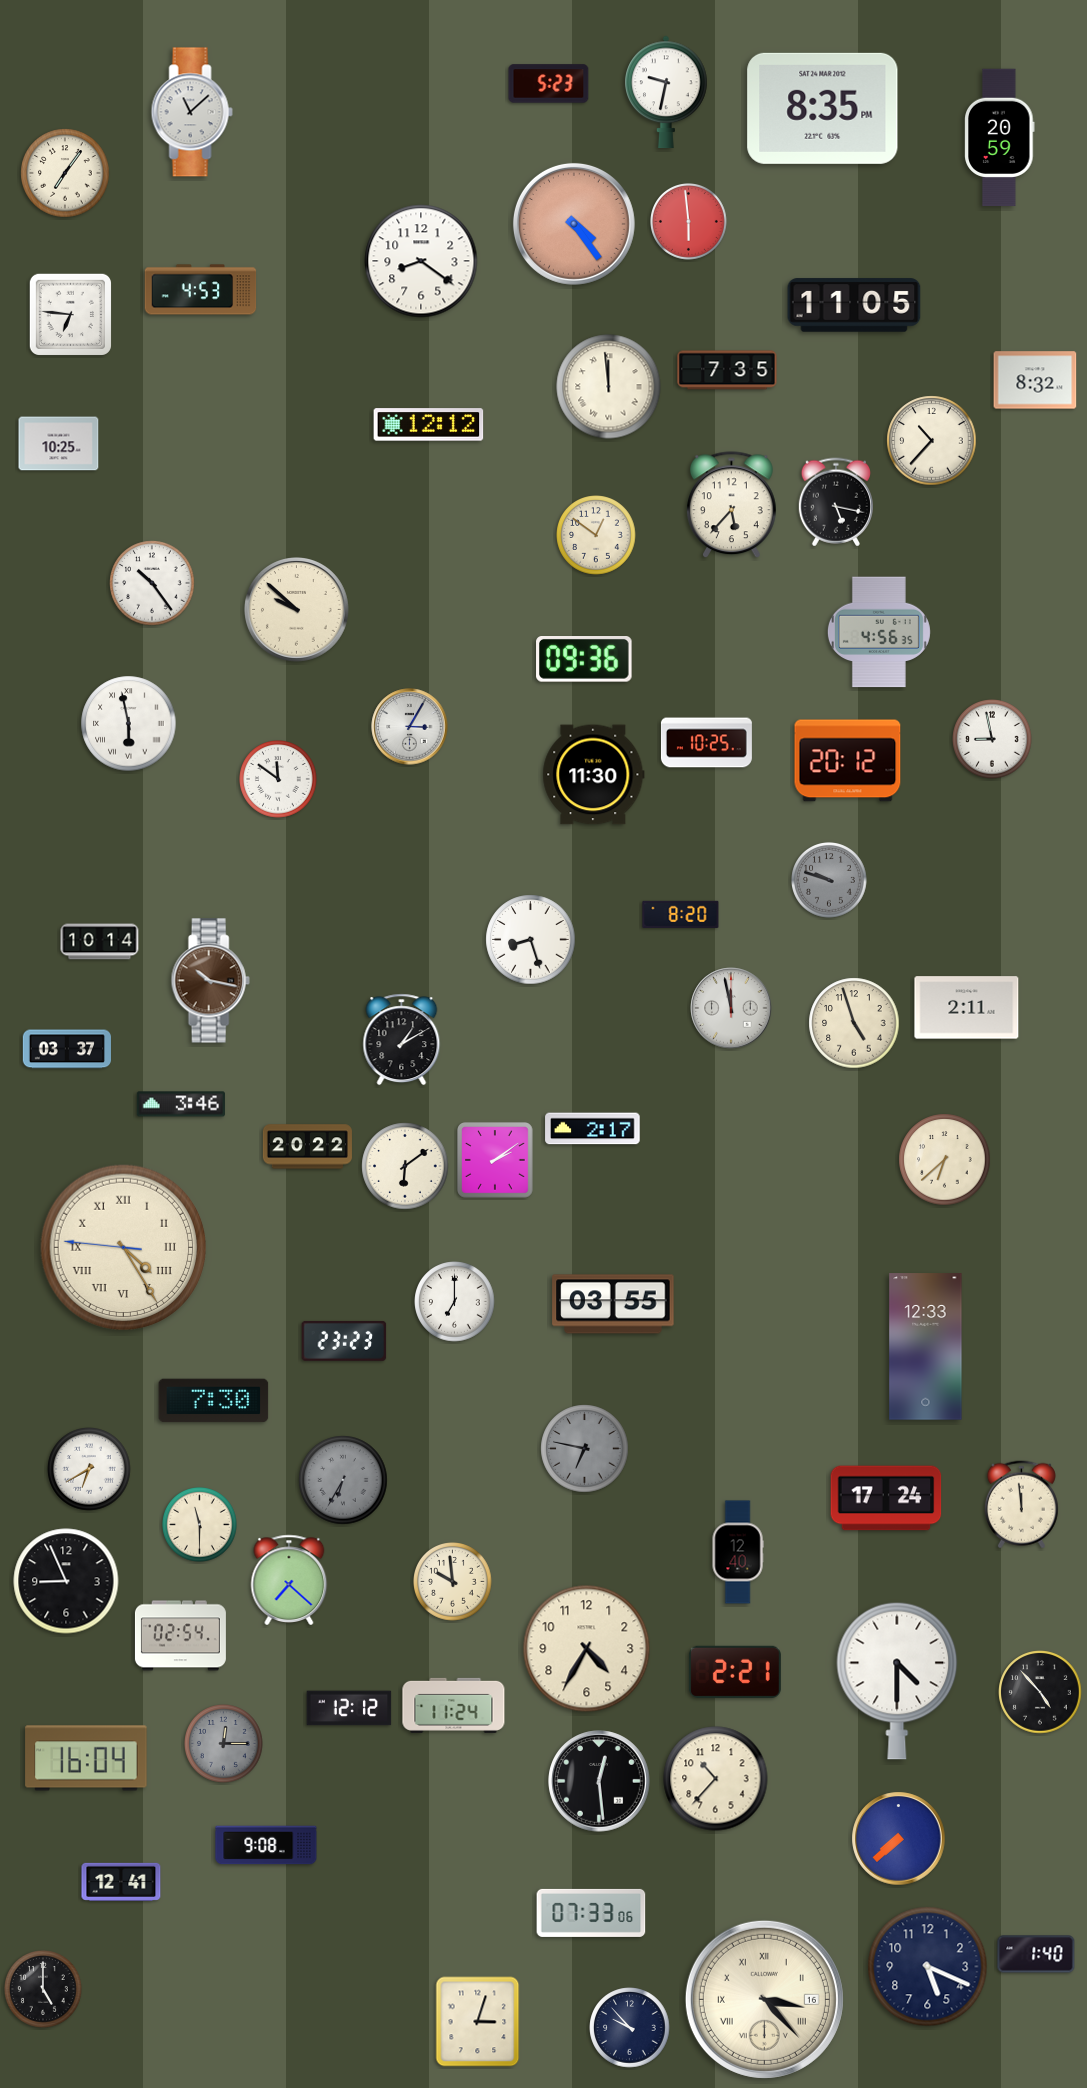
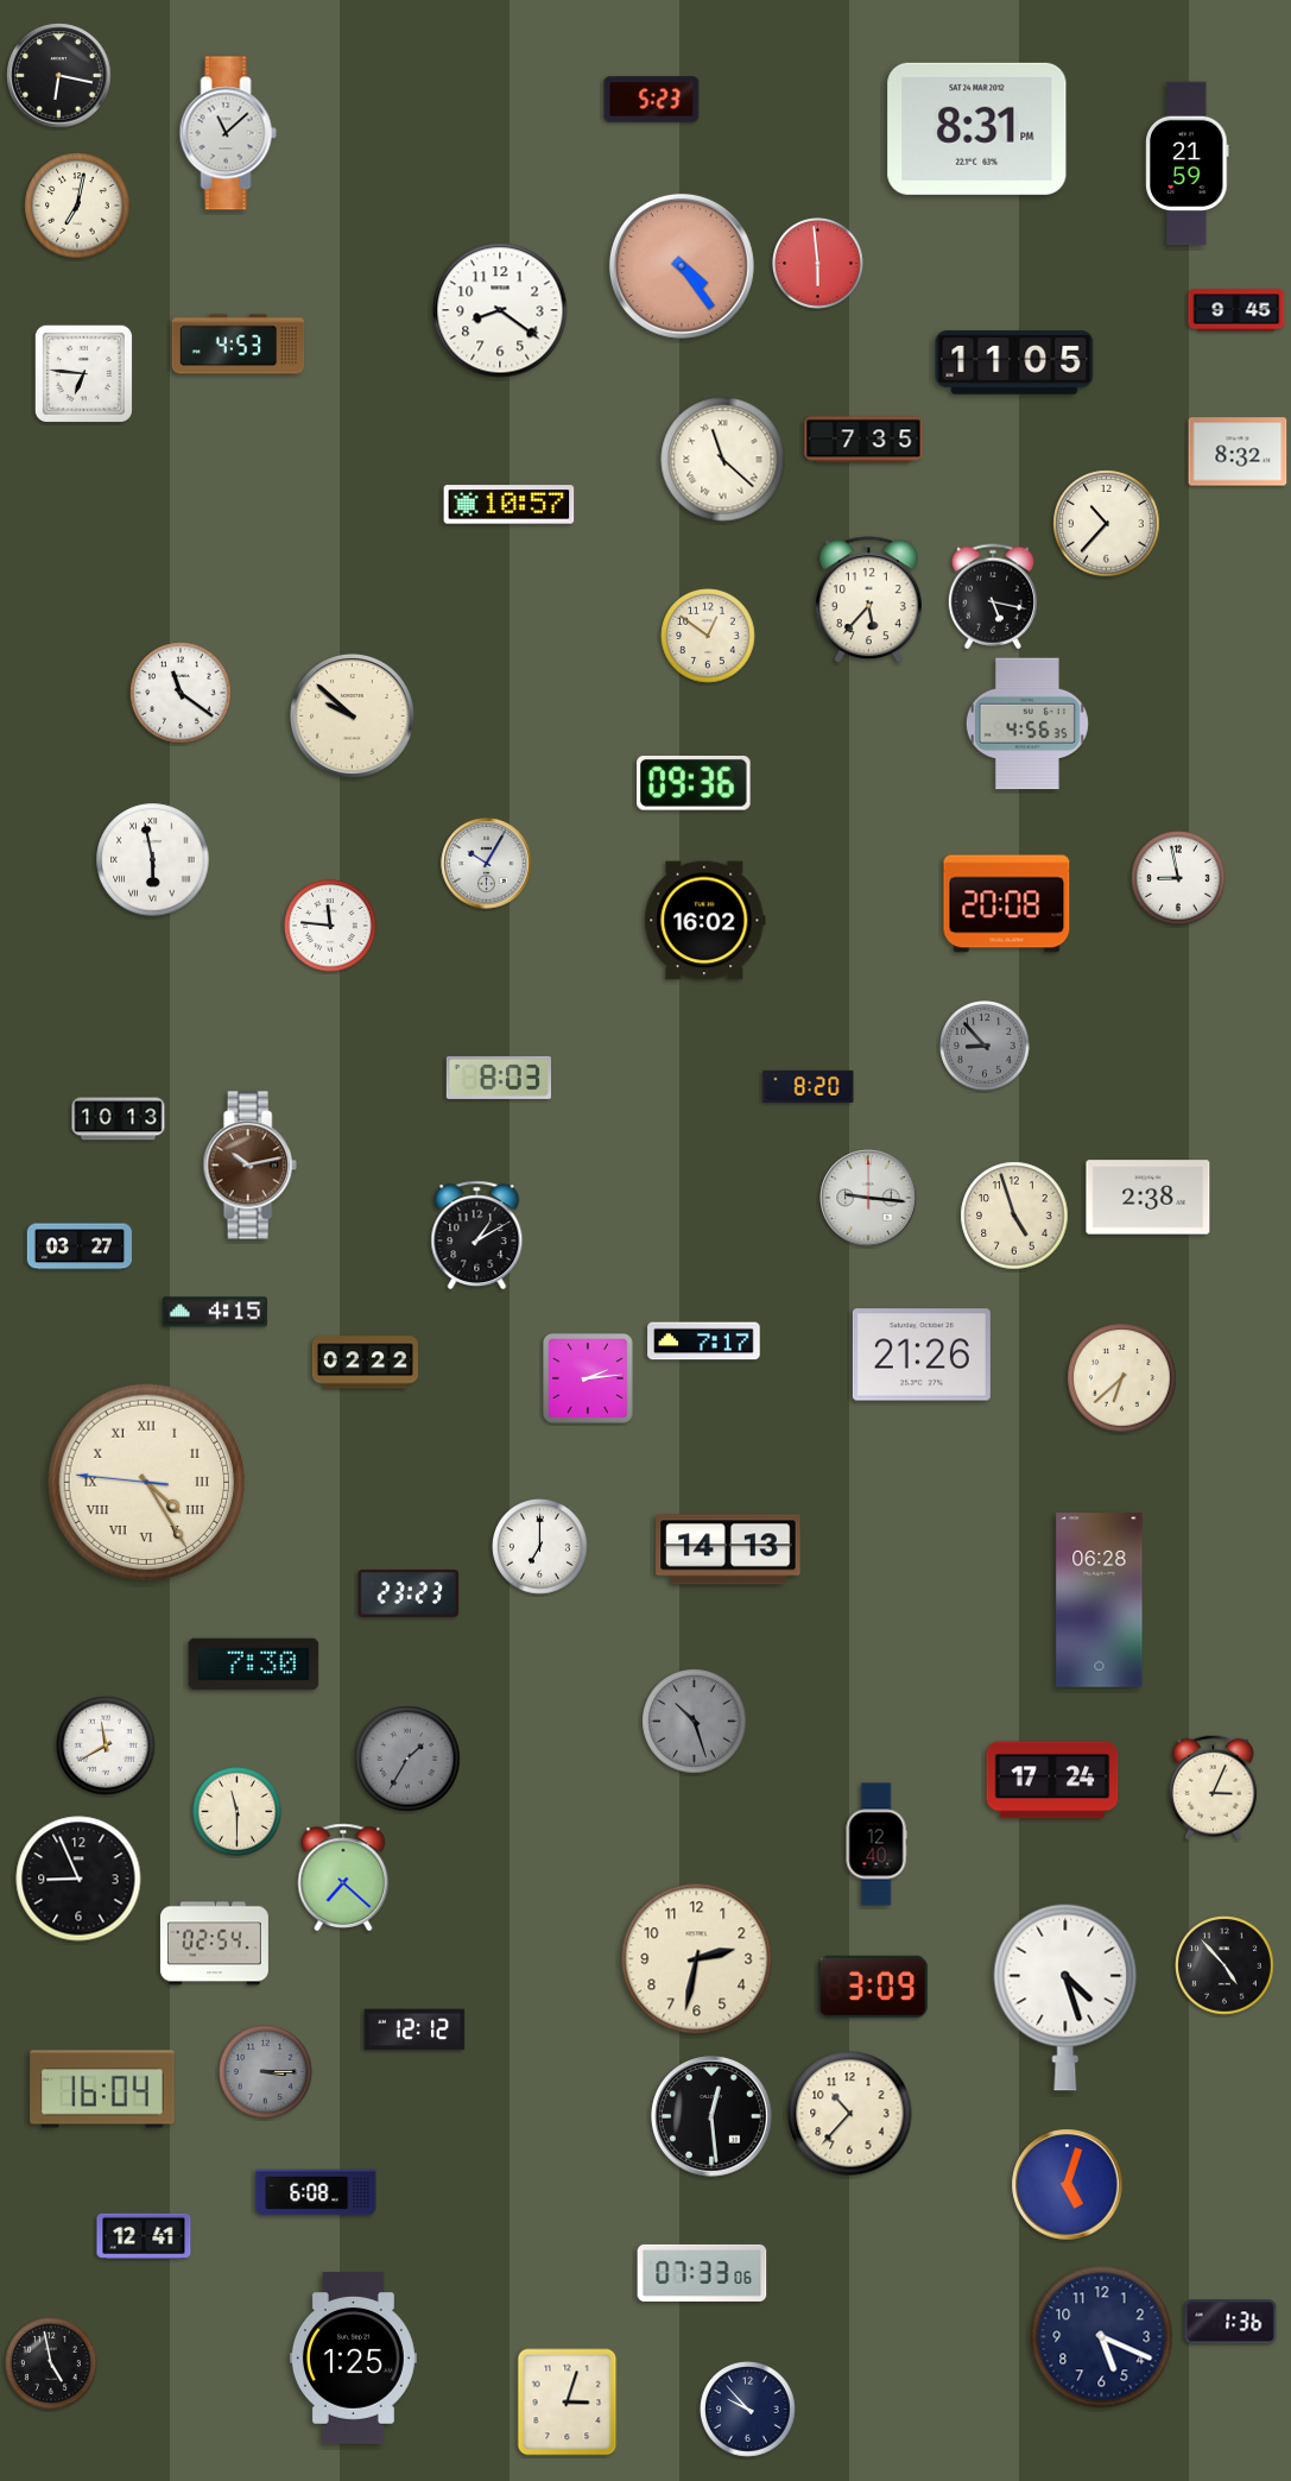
clock at (59, 76): none -> 6:17
clock at (666, 92): 9:32 -> none
clock at (823, 108): 8:35 -> 8:31
clock at (1000, 138): 20:59 -> 21:59
clock at (65, 173): 7:06 -> 7:02
clock at (1236, 310): none -> 9:45
clock at (1035, 380) position: (1035, 380) -> (1238, 452)
clock at (609, 387): 11:59 -> 11:22
clock at (429, 425): 12:12 -> 10:57
clock at (59, 444): 10:25 -> none
clock at (152, 583): 10:24 -> 11:21
clock at (297, 610) position: (297, 610) -> (353, 716)
clock at (879, 632) position: (879, 632) -> (1027, 724)
clock at (410, 727): 3:05 -> 10:05
clock at (706, 743): 10:25 -> none
clock at (848, 761): 20:12 -> 20:08
clock at (594, 775): 11:30 -> 16:02
clock at (279, 780): 11:51 -> 11:46
clock at (830, 881): 9:48 -> 8:53
clock at (499, 1078): none -> 8:03
clock at (531, 940): 8:27 -> none
clock at (100, 942): 10:14 -> 10:13
clock at (210, 981): 10:17 -> 10:13
clock at (731, 1008): 11:58 -> 9:16
clock at (967, 1008): 2:11 -> 2:38
clock at (67, 1049): 03:37 -> 03:27
clock at (181, 1104): 3:46 -> 4:15
clock at (593, 1129): 2:17 -> 7:17
clock at (922, 1355): none -> 21:26
clock at (307, 1147): 20:22 -> 02:22
clock at (495, 1160): 2:09 -> 2:14
clock at (405, 1166): 6:09 -> none
clock at (613, 1304): 03:55 -> 14:13
clock at (926, 1347): 12:33 -> 06:28
clock at (585, 1449): 6:47 -> 10:27
clock at (89, 1469): 6:40 -> 11:40
clock at (343, 1480): 6:35 -> 1:35
clock at (1021, 1505): 11:59 -> 3:04
clock at (453, 1582): 9:59 -> none
clock at (587, 1649): 4:35 -> 2:32
clock at (735, 1672): 2:21 -> 3:09
clock at (897, 1681): 4:30 -> 4:27
clock at (1040, 1692) position: (1040, 1692) -> (1224, 1965)
clock at (454, 1705): 11:24 -> none
clock at (224, 1744): 12:15 -> 3:15
clock at (899, 1839): 7:38 -> 5:03
clock at (266, 1845): 9:08 -> 6:08
clock at (1036, 1954): 1:40 -> 1:36
clock at (353, 2359): none -> 1:25
clock at (44, 1990): 5:00 -> 4:58
clock at (764, 1999): 3:23 -> none
